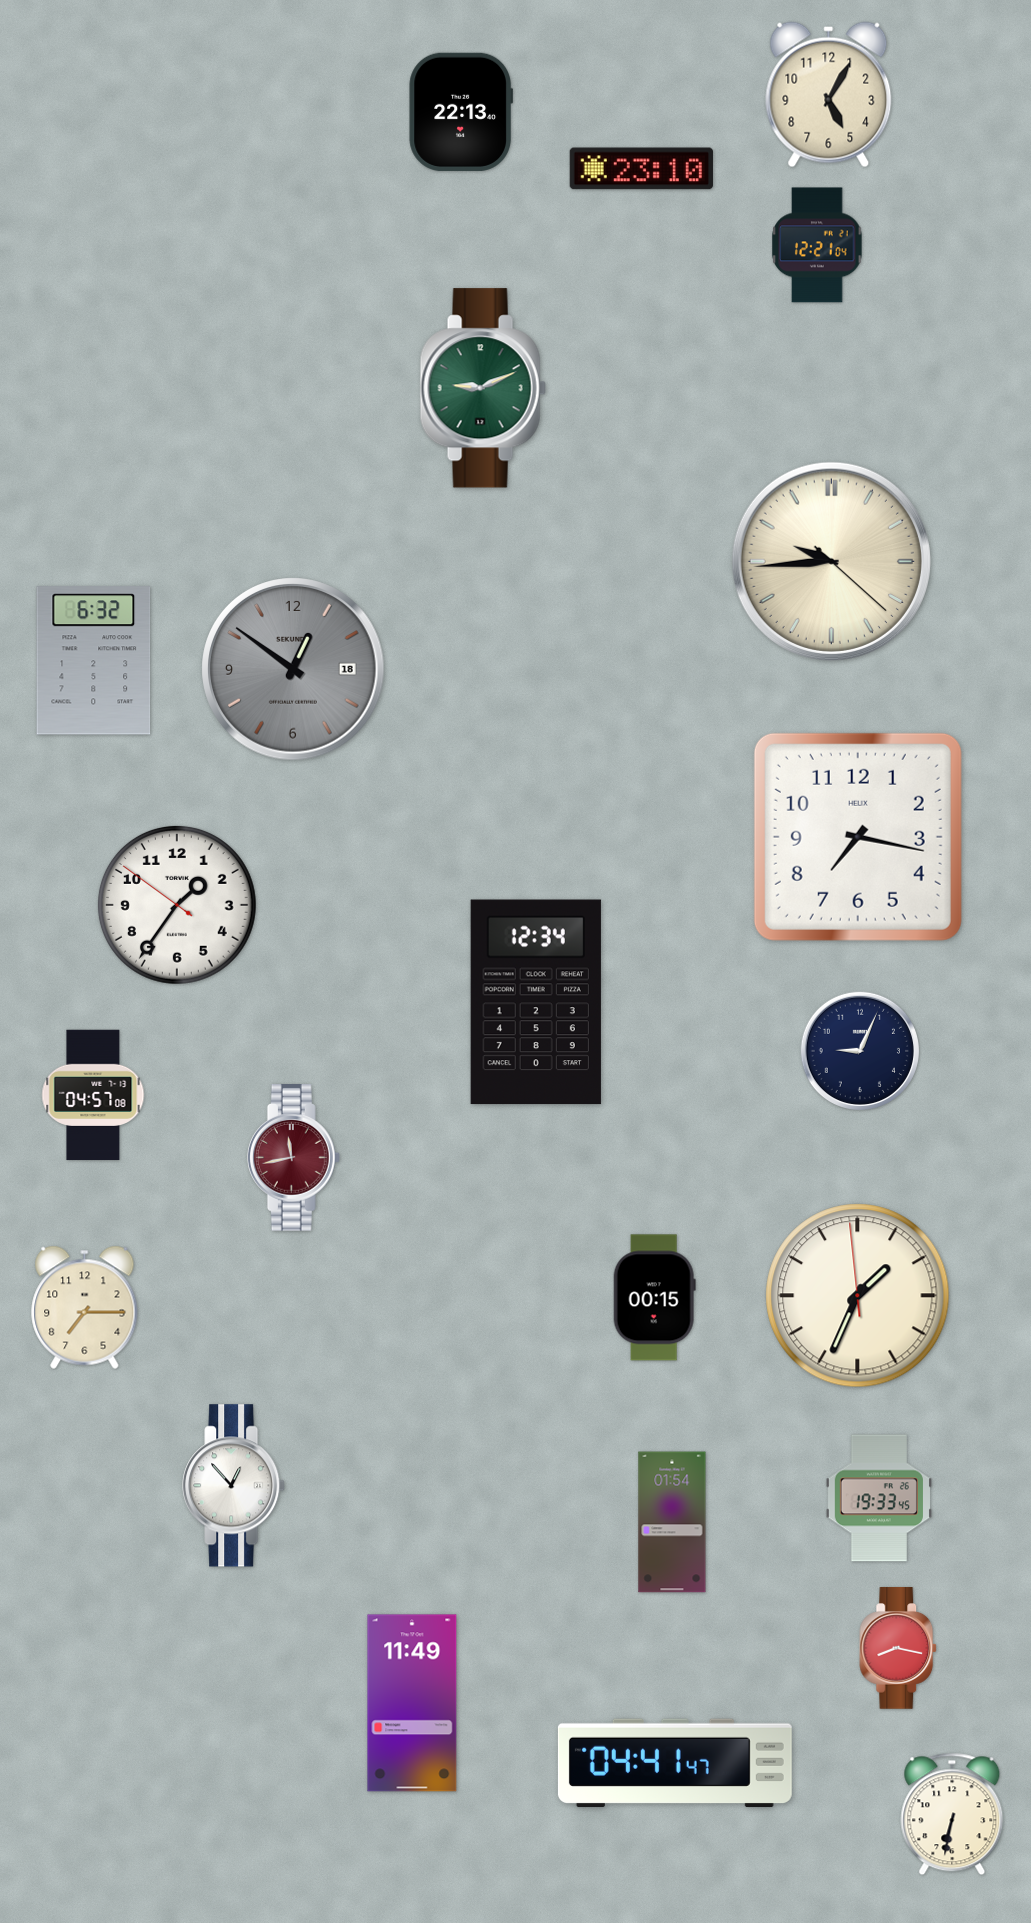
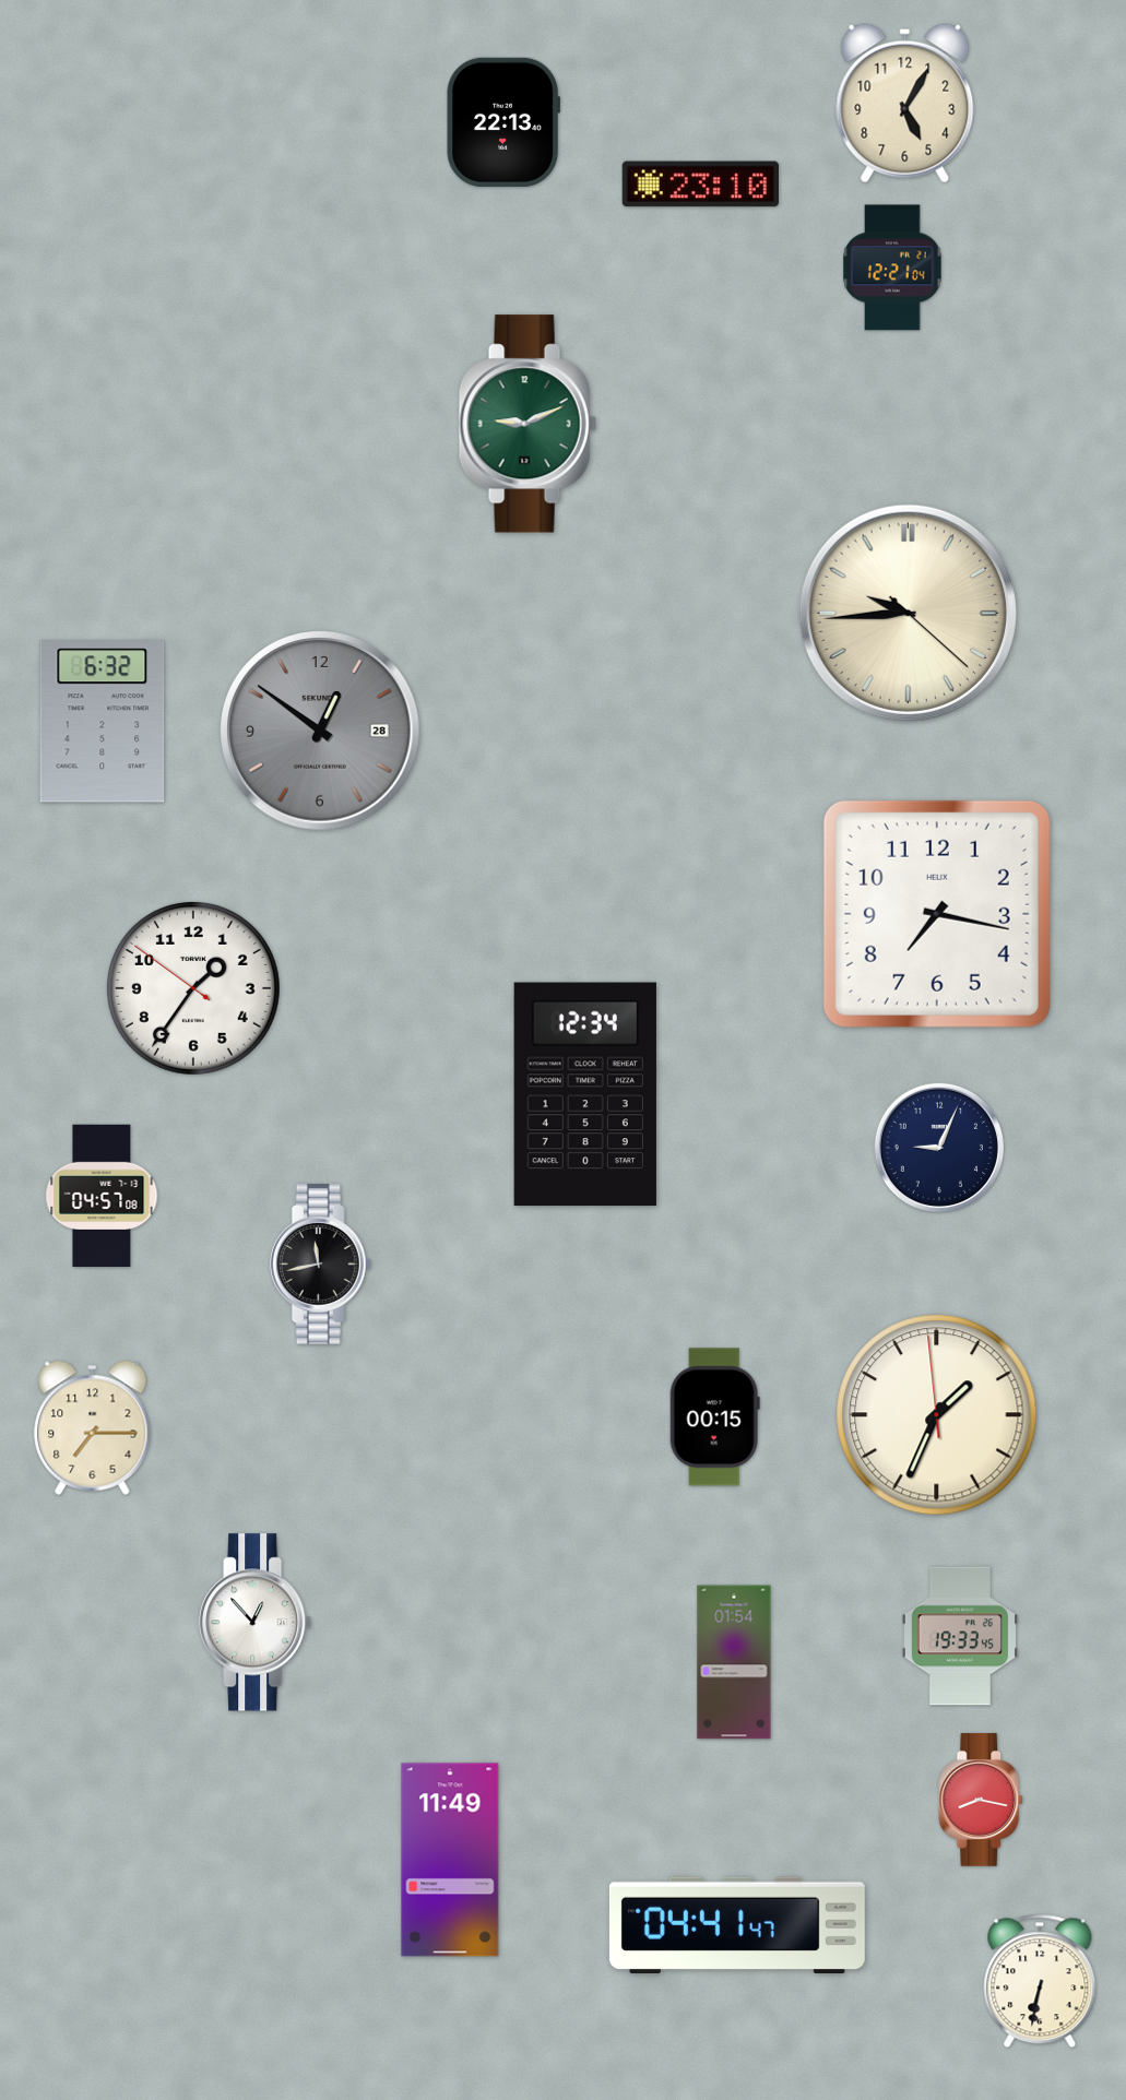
clock at (293, 669) date: 18 -> 28
clock at (293, 1158) dial: burgundy -> black
